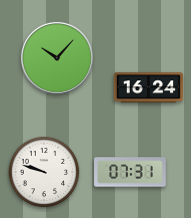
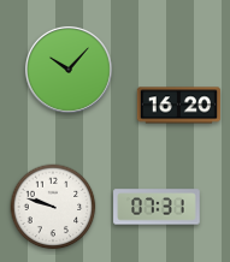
clock at (149, 88): 16:24 -> 16:20
